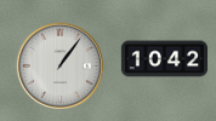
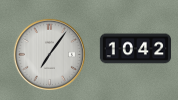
clock at (59, 65): 1:06 -> 7:06
